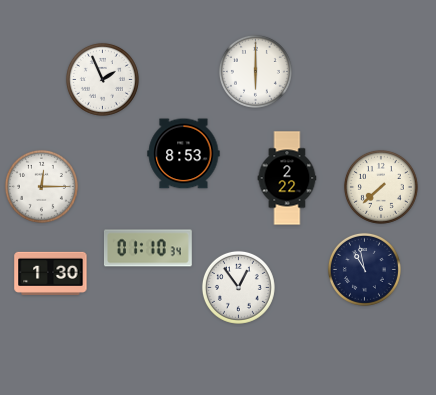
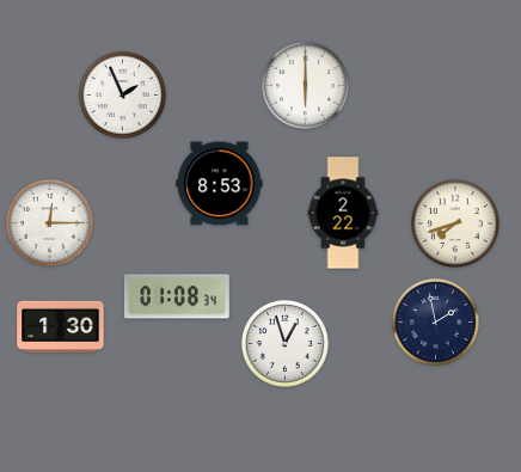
clock at (381, 187): 7:38 -> 7:42
clock at (148, 248): 01:10 -> 01:08
clock at (364, 269): 10:58 -> 1:58
clock at (238, 287): 12:54 -> 12:57
